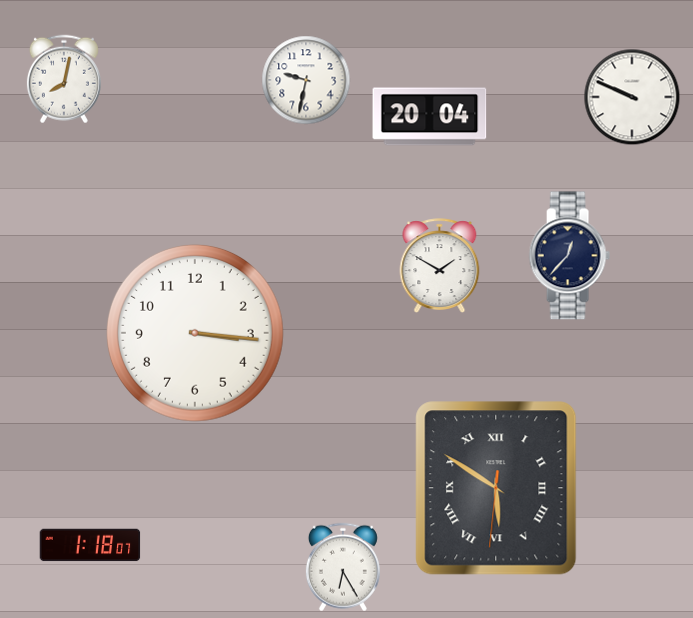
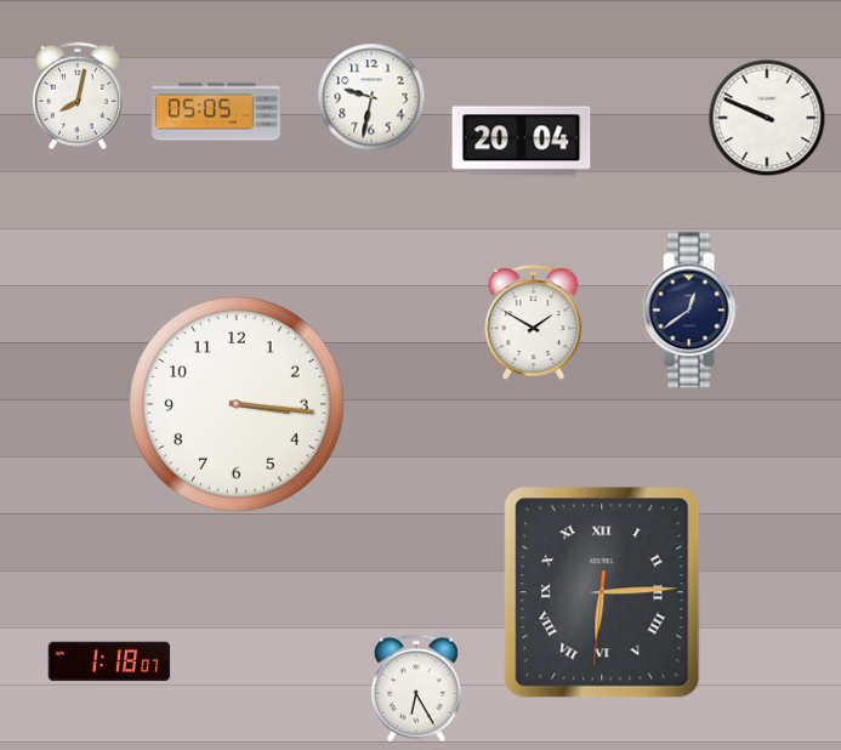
clock at (216, 112): none -> 05:05
clock at (569, 256): 12:37 -> 12:39
clock at (496, 488): 5:50 -> 6:14
